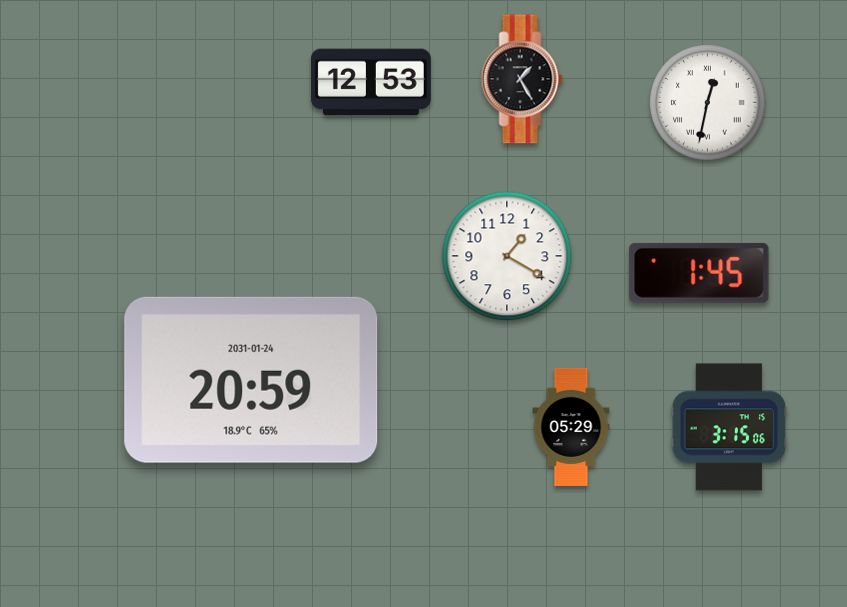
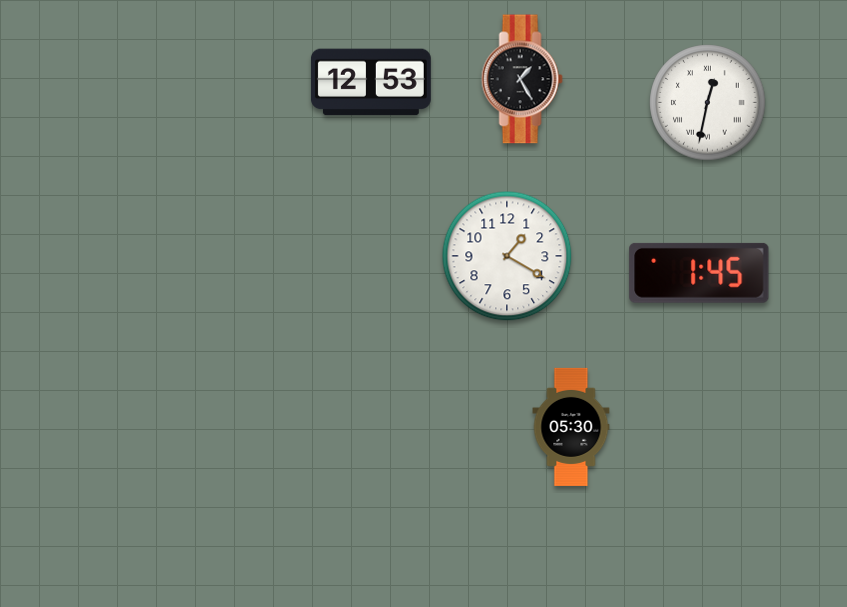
clock at (251, 380): 20:59 -> none
clock at (571, 427): 05:29 -> 05:30
clock at (729, 427): 3:15 -> none
